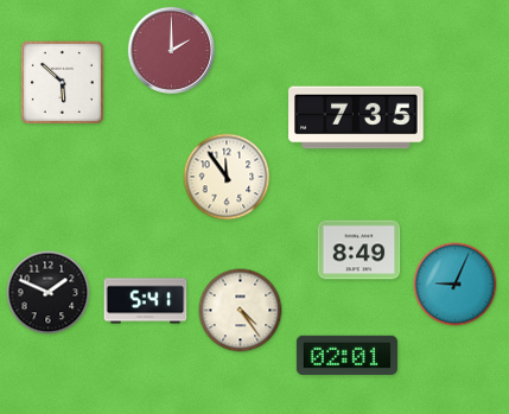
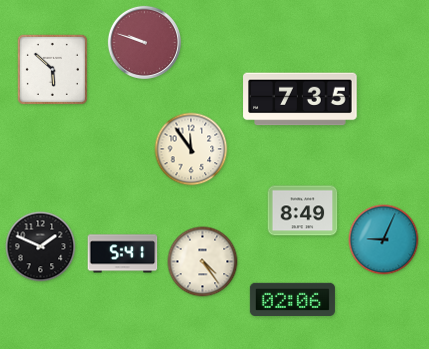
clock at (171, 50): 2:00 -> 9:48
clock at (346, 355): 02:01 -> 02:06
